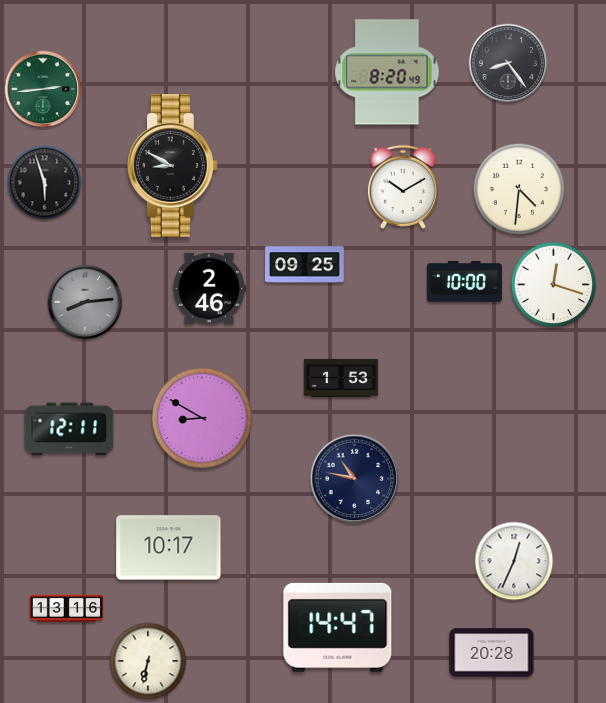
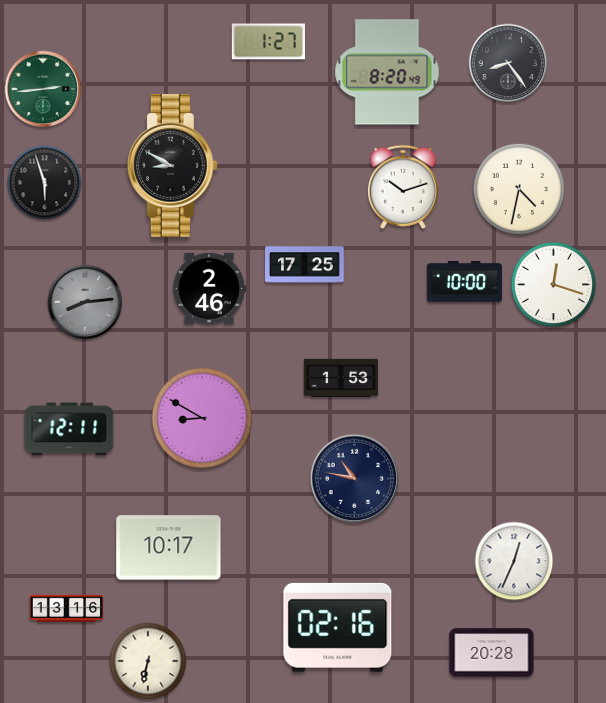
clock at (268, 42): none -> 1:27
clock at (403, 187): 10:10 -> 10:12
clock at (519, 189): 4:31 -> 4:32
clock at (305, 265): 09:25 -> 17:25
clock at (338, 627): 14:47 -> 02:16
